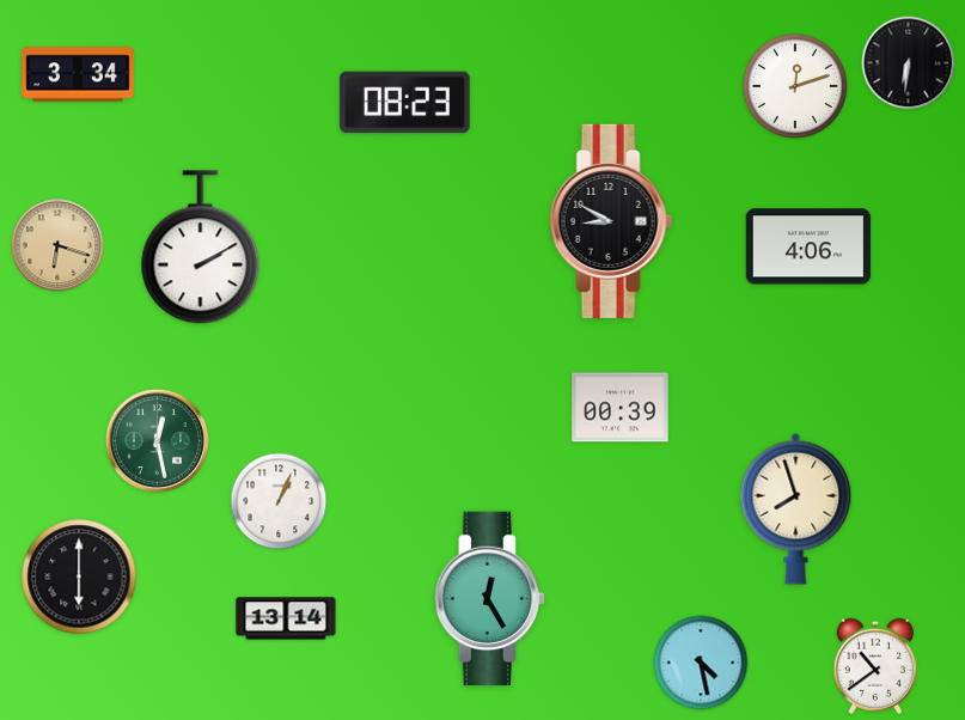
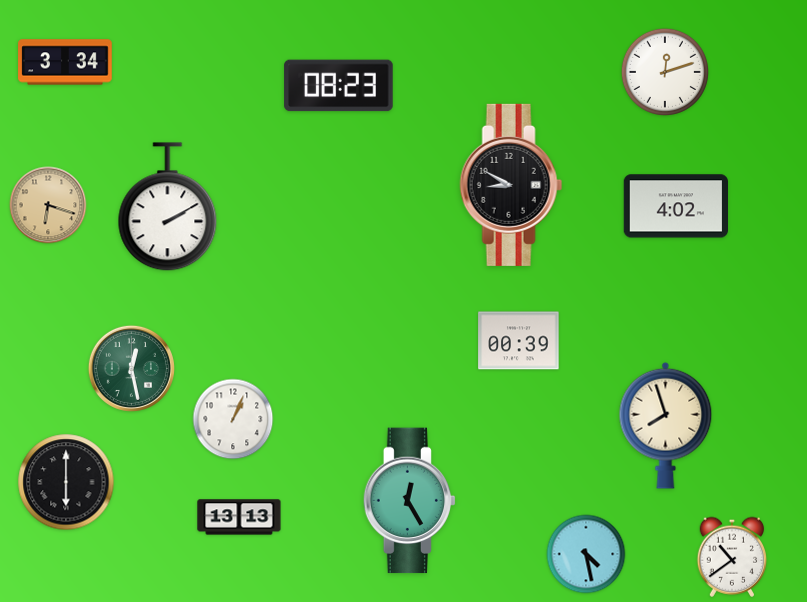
clock at (909, 63): 6:31 -> none
clock at (807, 246): 4:06 -> 4:02
clock at (286, 618): 13:14 -> 13:13
